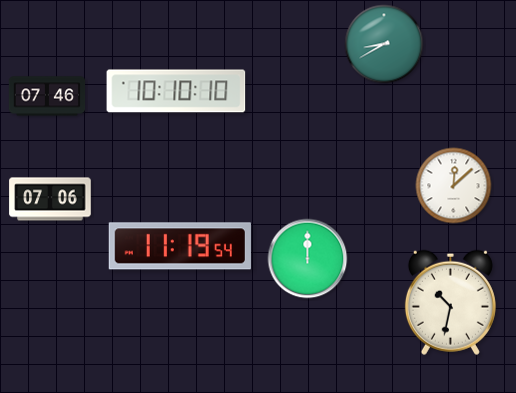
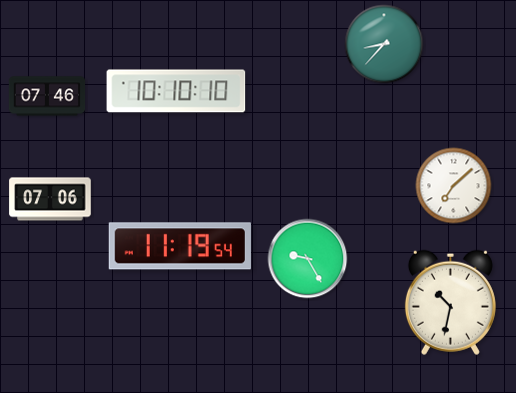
clock at (384, 44): 8:40 -> 8:37
clock at (454, 186): 12:08 -> 7:08
clock at (308, 259): 12:00 -> 9:25
